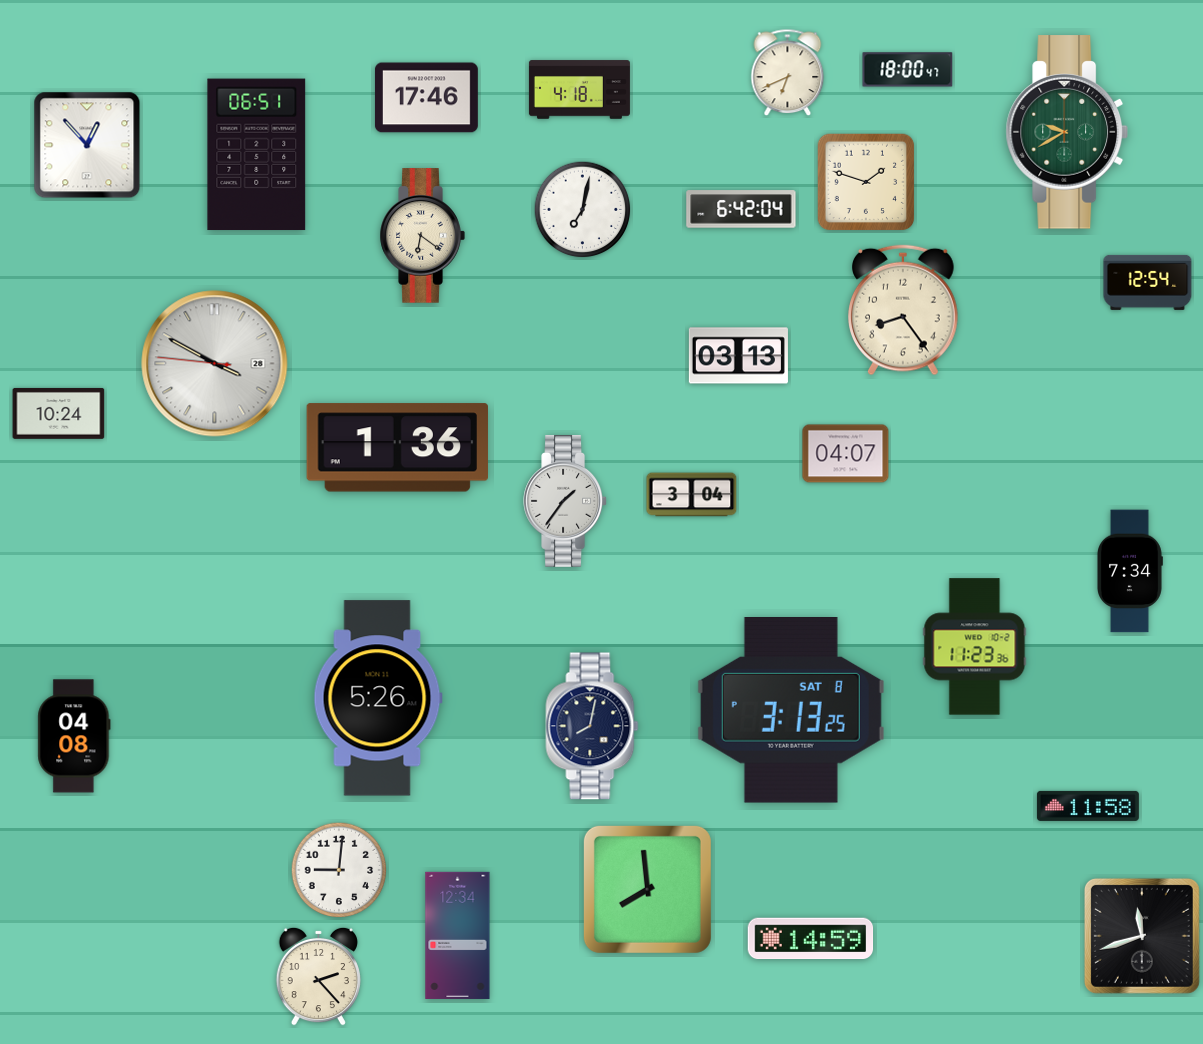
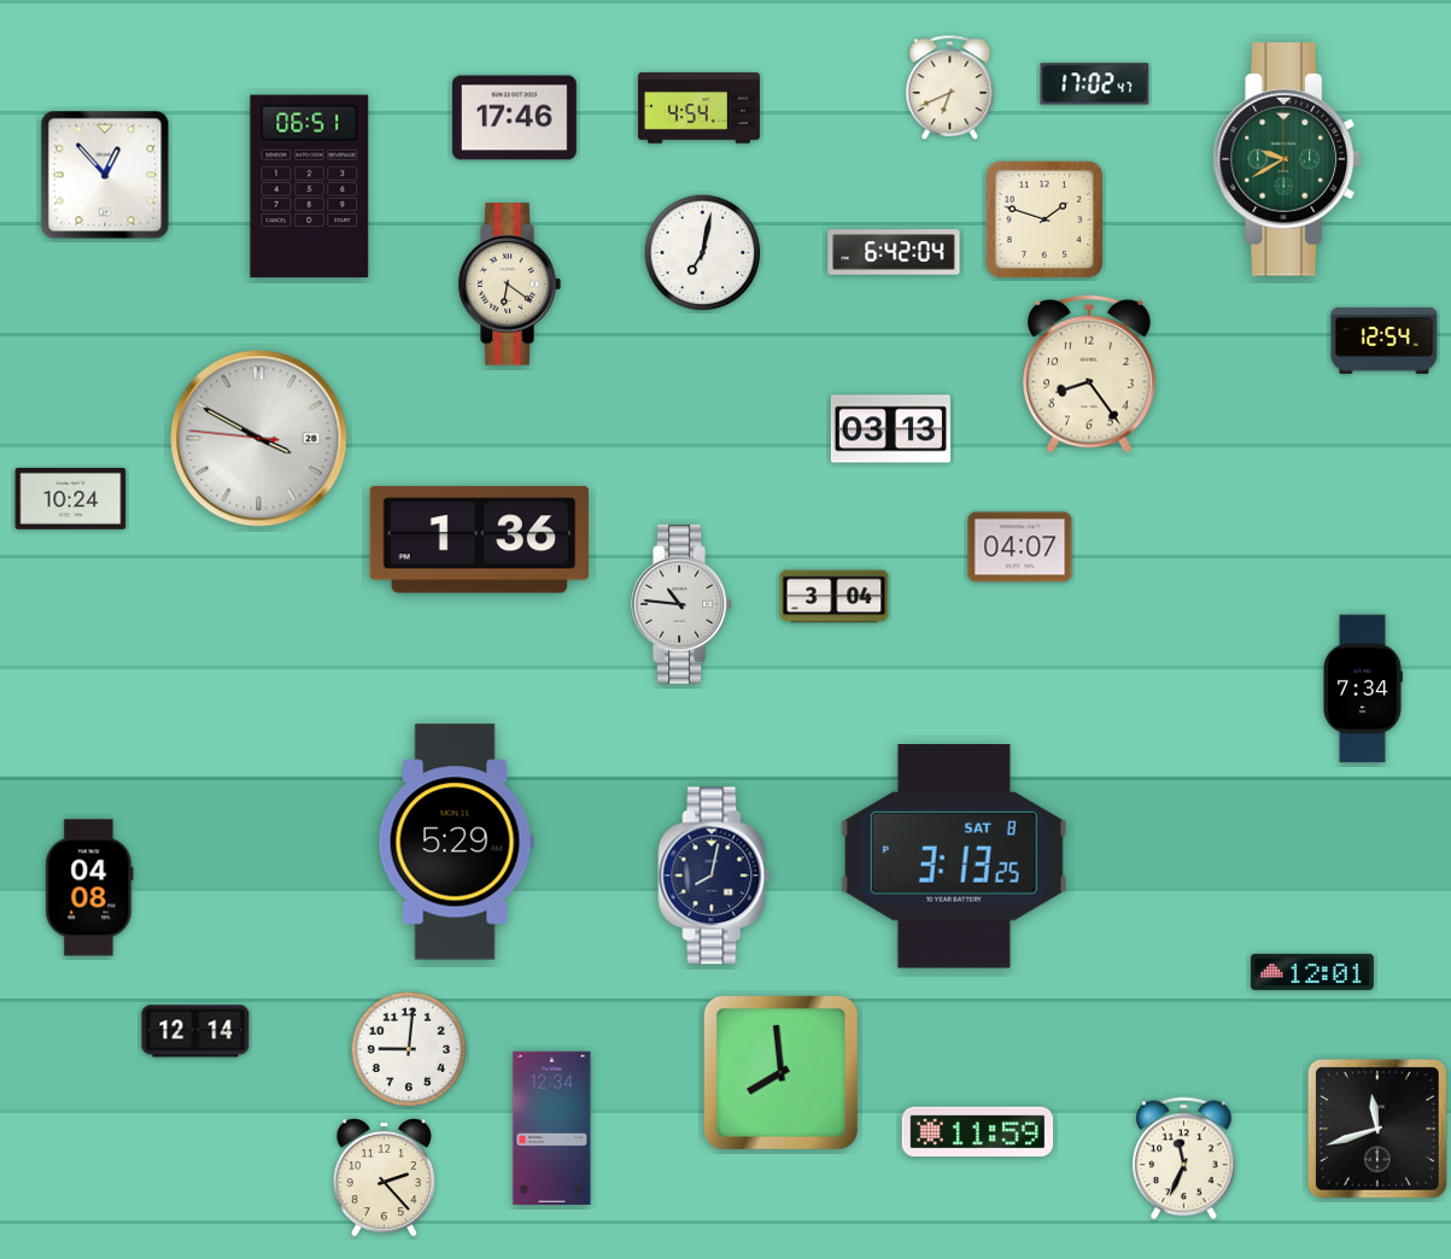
clock at (908, 70): 18:00 -> 17:02
clock at (579, 90): 4:18 -> 4:54
clock at (565, 501): 1:36 -> 10:46
clock at (975, 647): 11:23 -> none
clock at (378, 698): 5:26 -> 5:29
clock at (1088, 806): 11:58 -> 12:01
clock at (195, 1031): none -> 12:14
clock at (811, 939): 14:59 -> 11:59
clock at (1184, 1159): none -> 11:34
